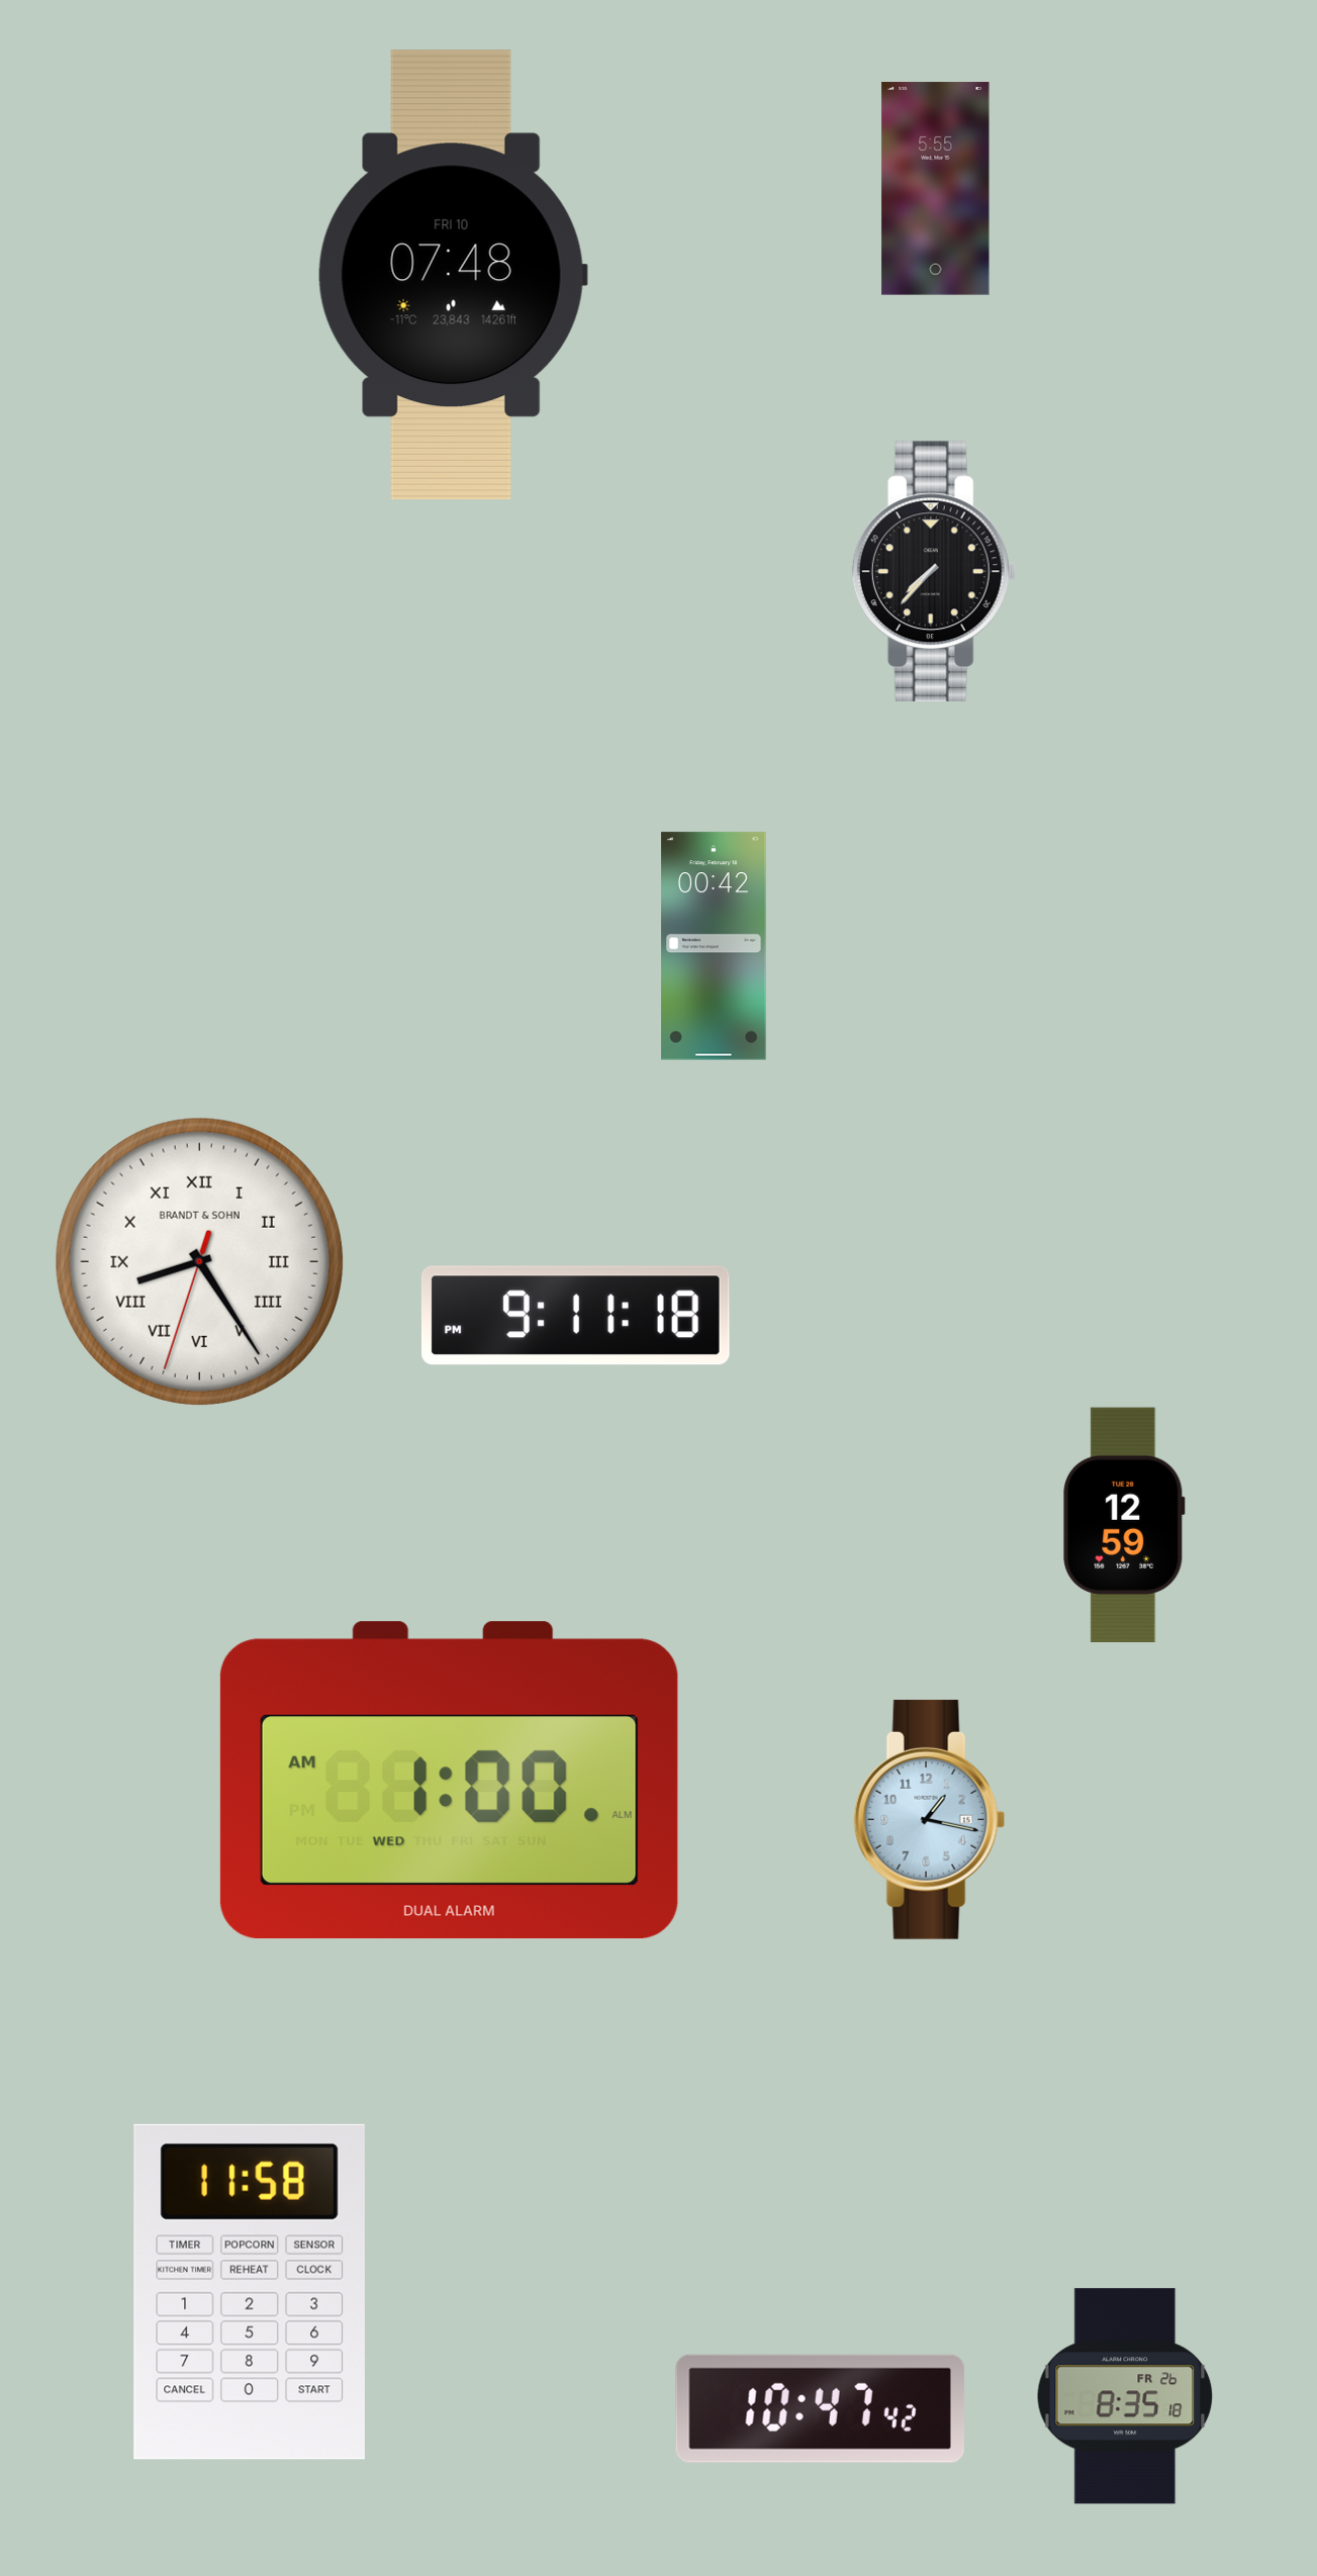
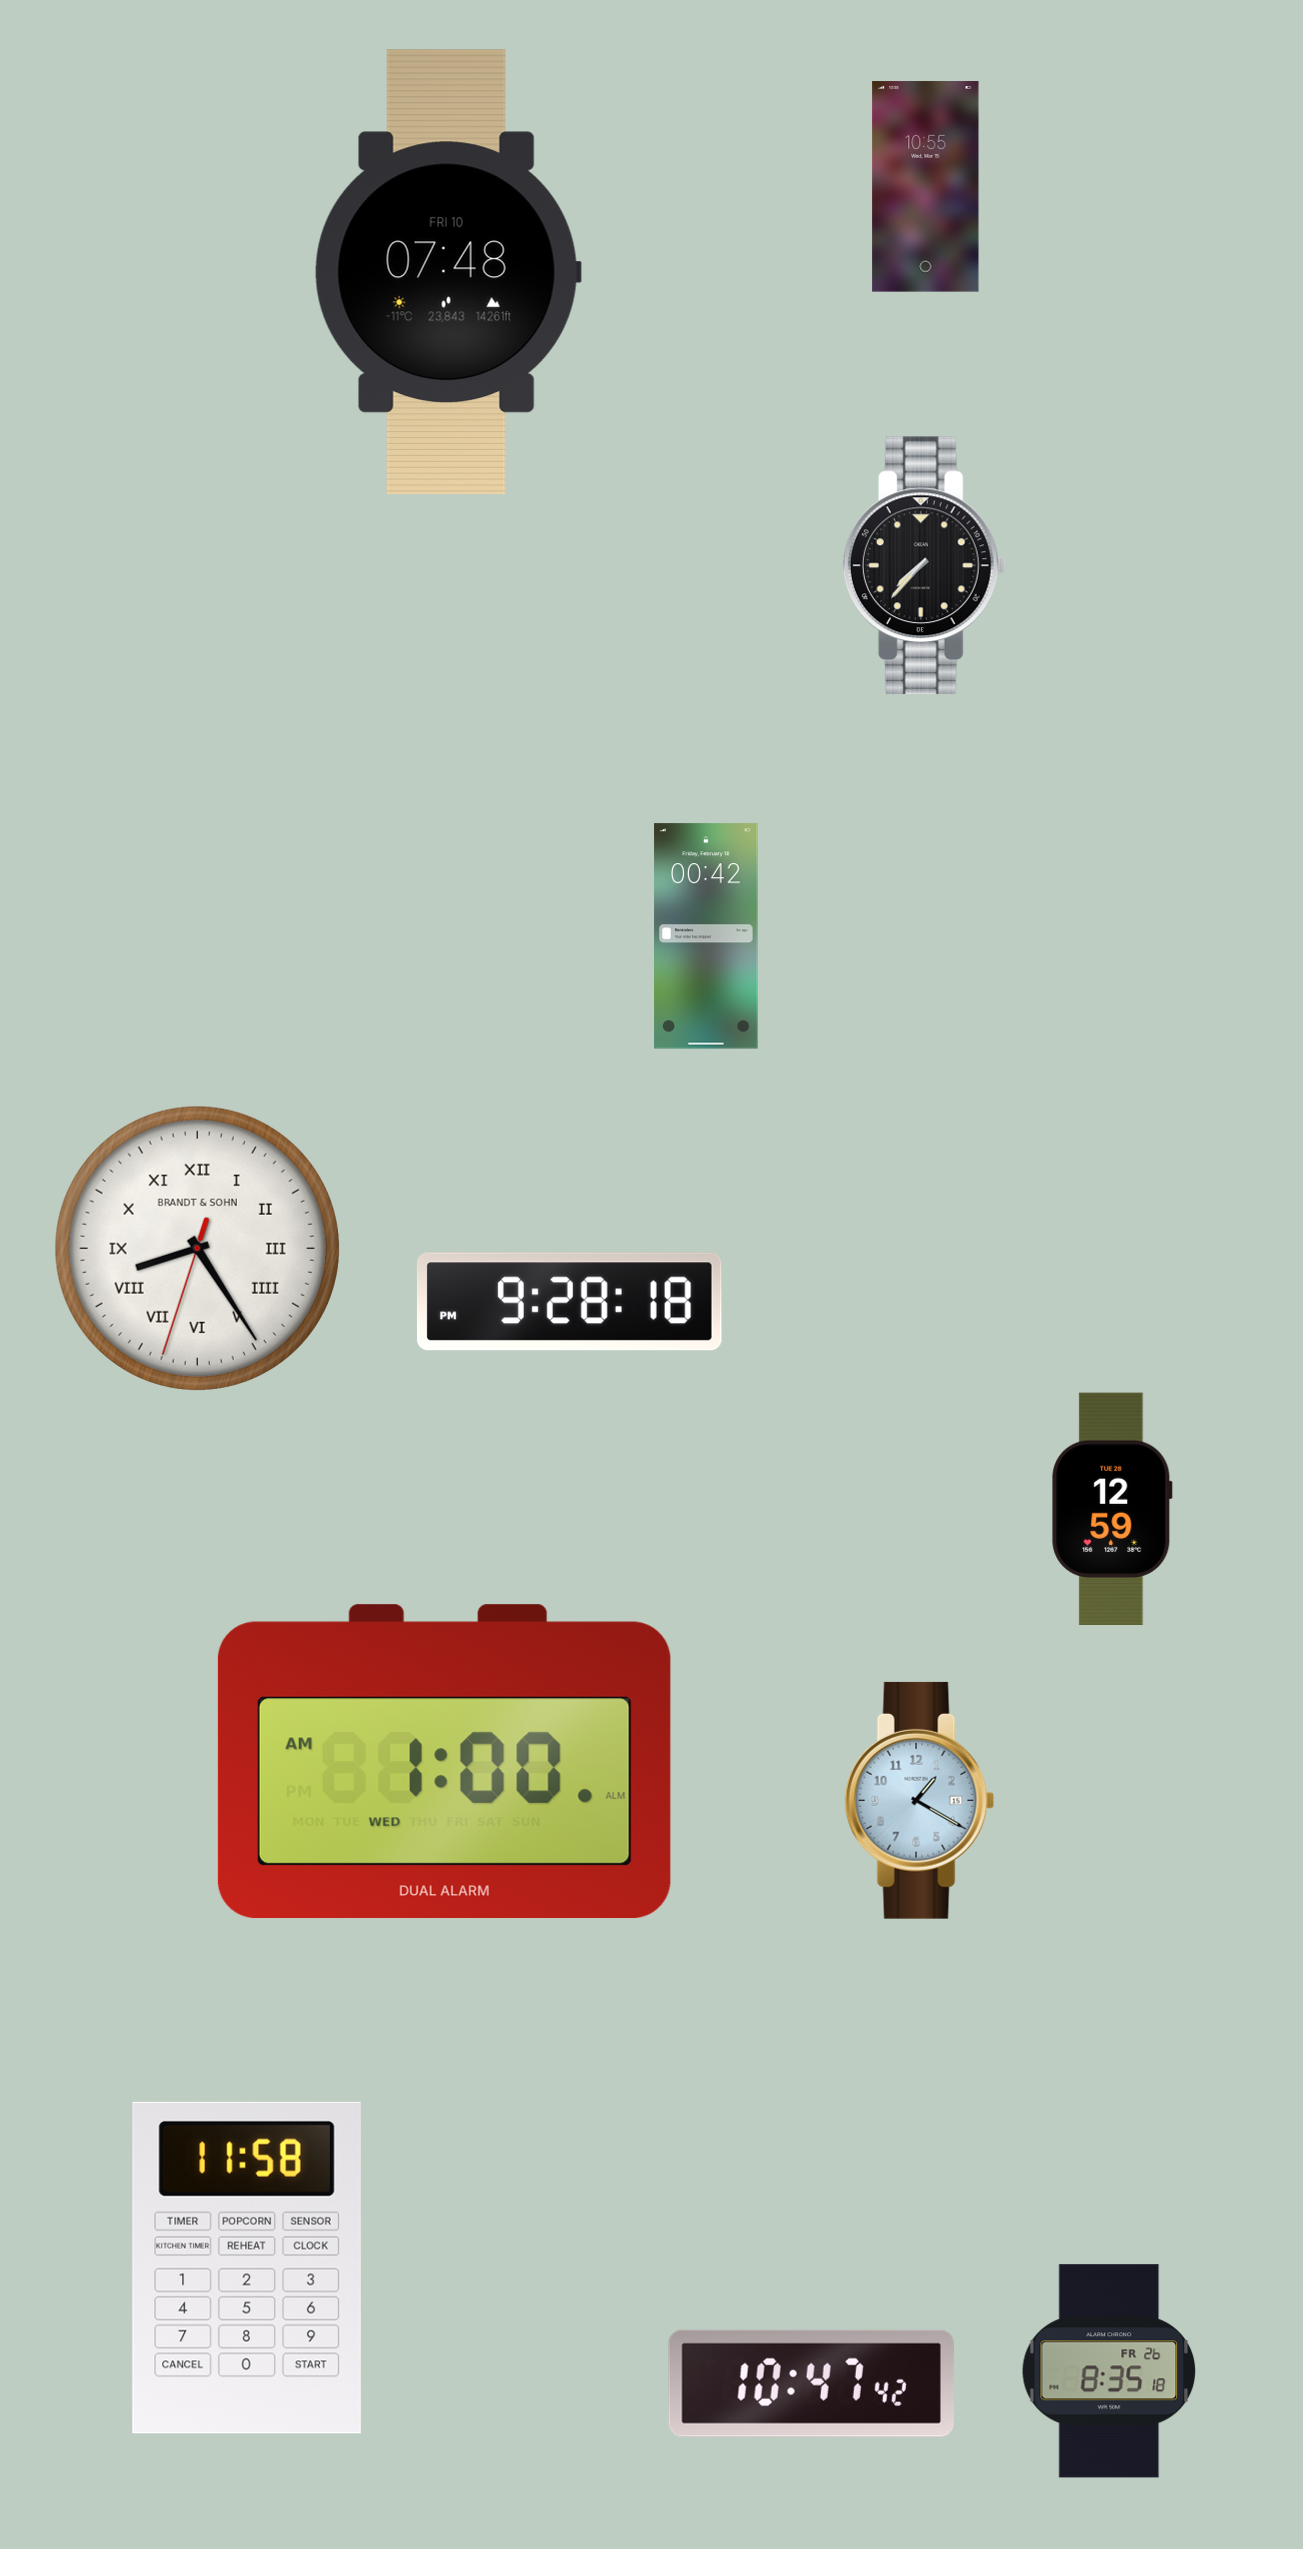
clock at (936, 189): 5:55 -> 10:55
clock at (575, 1316): 9:11 -> 9:28
clock at (930, 1819): 1:17 -> 1:20
clock at (1125, 2396) position: (1125, 2396) -> (1109, 2371)
